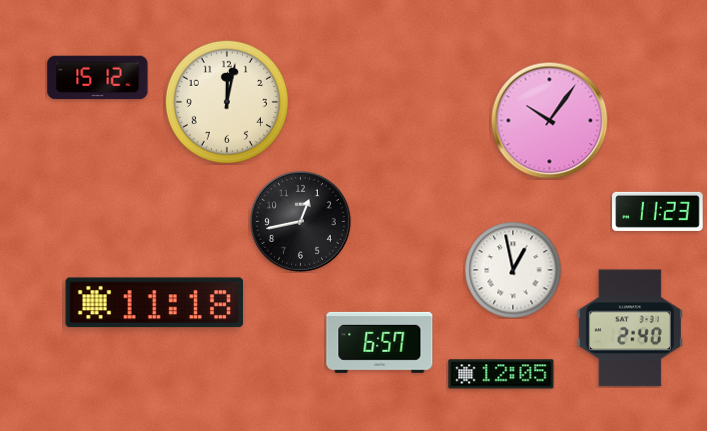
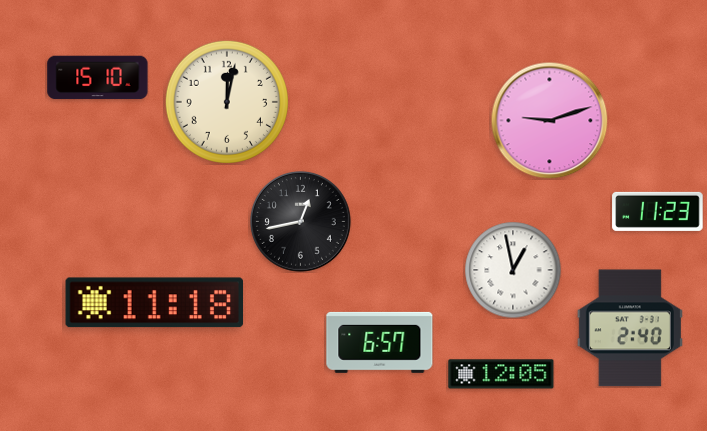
clock at (98, 78): 15:12 -> 15:10
clock at (549, 120): 10:06 -> 9:12
